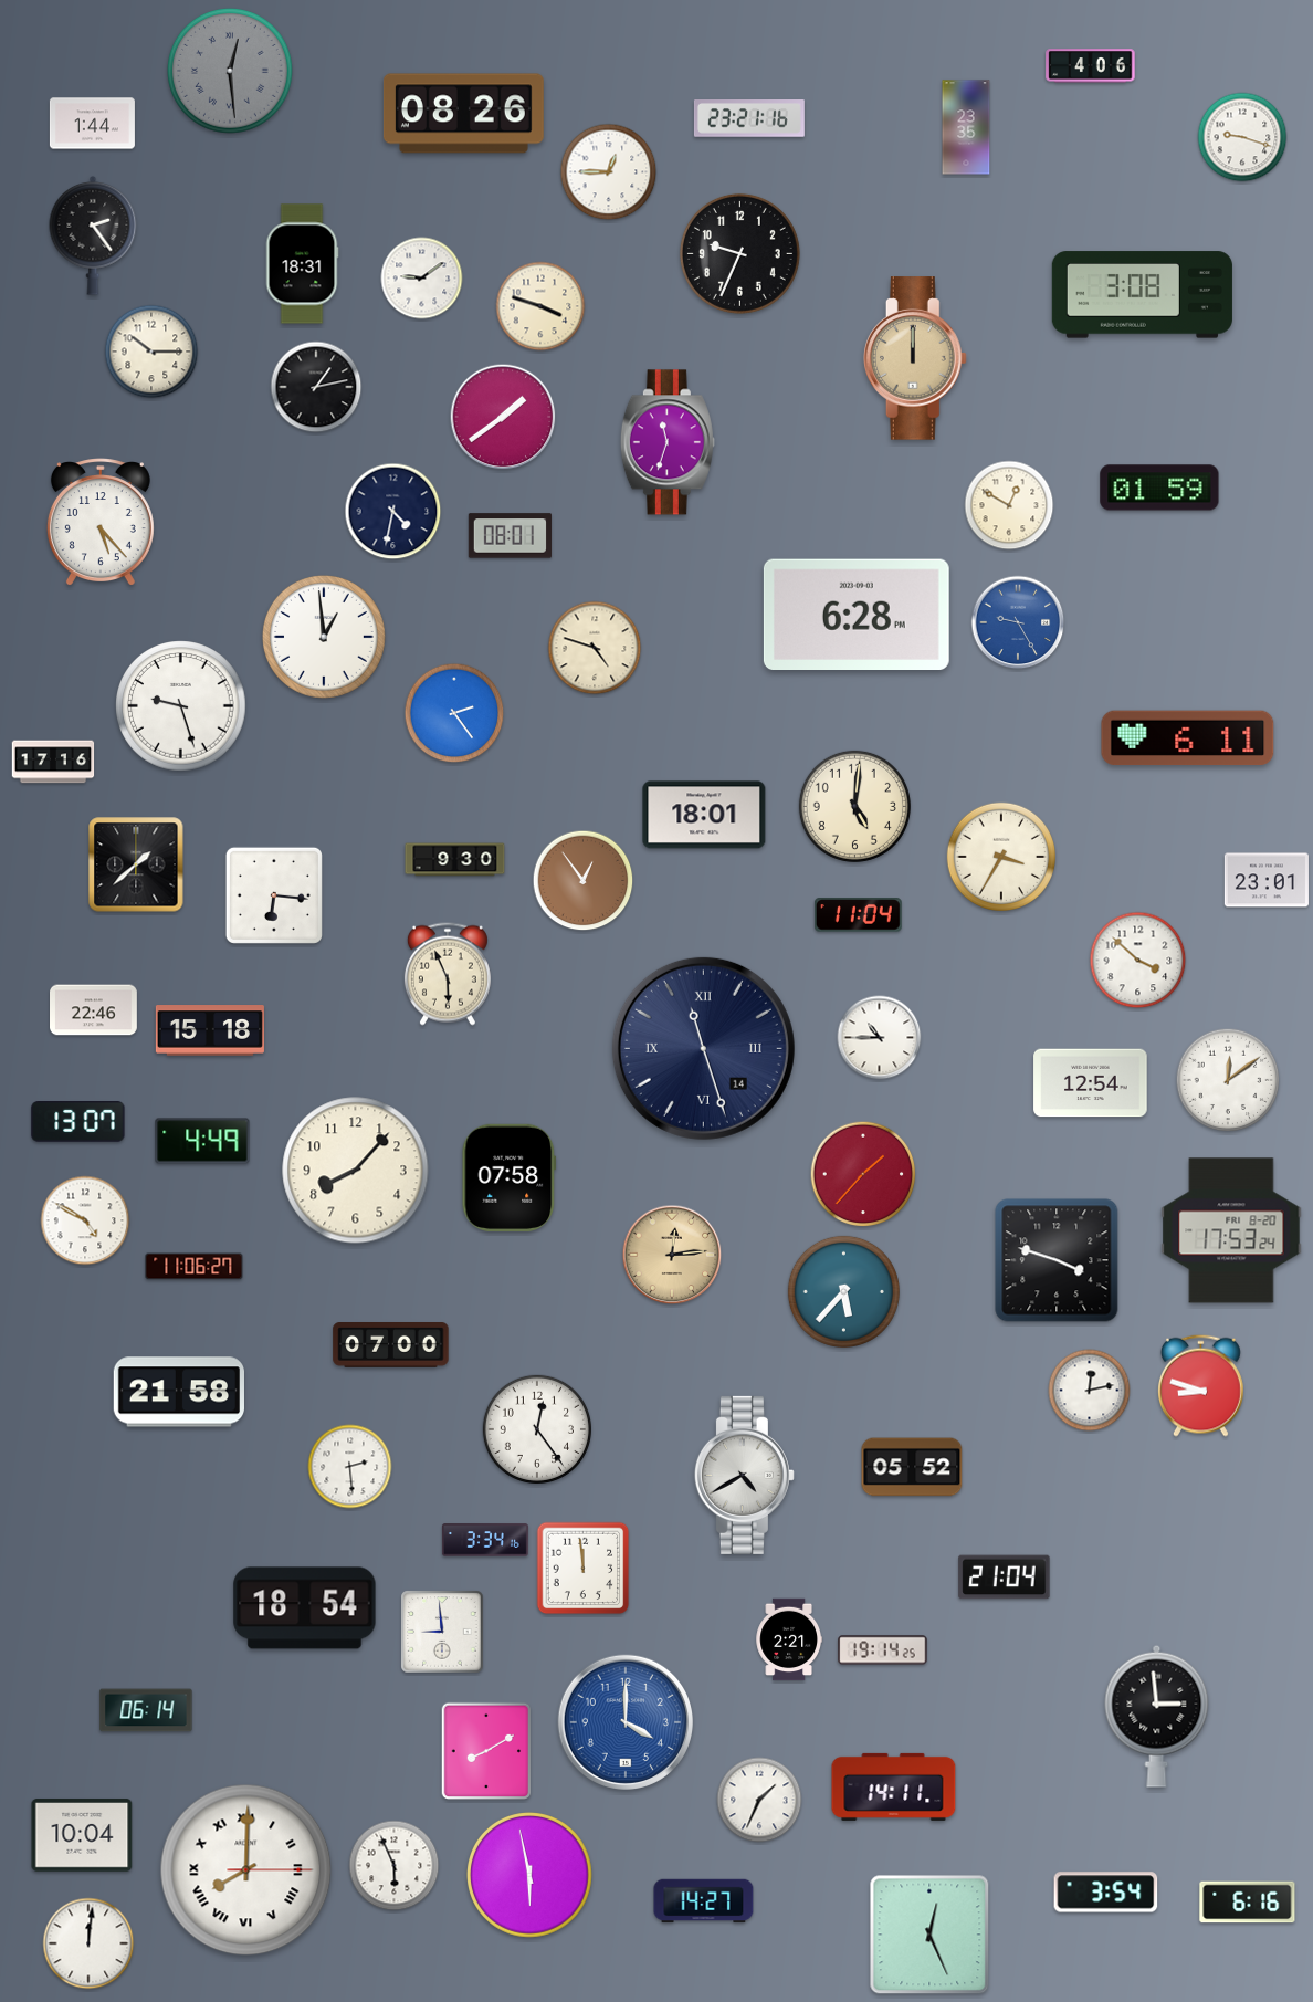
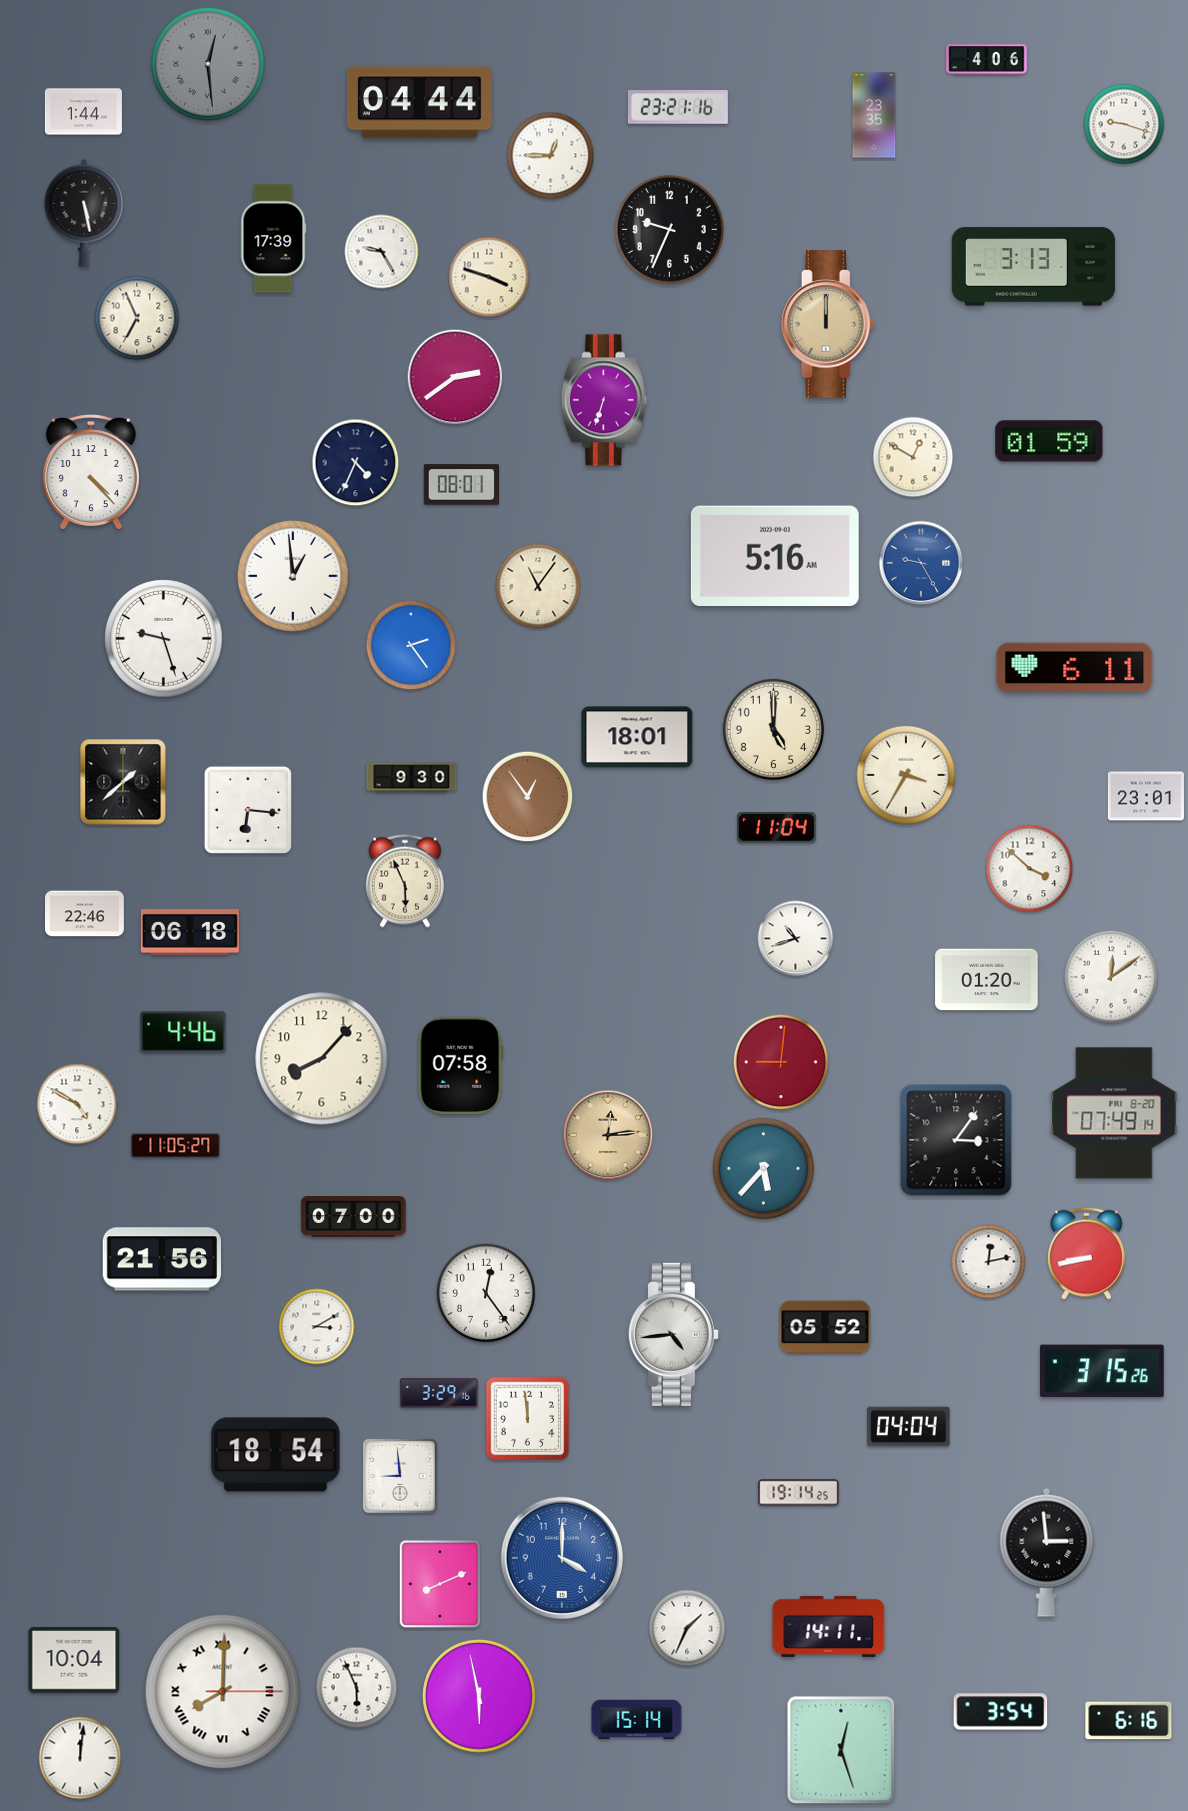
clock at (463, 114): 08:26 -> 04:44
clock at (93, 237): 2:24 -> 5:28
clock at (302, 264): 18:31 -> 17:39
clock at (422, 279): 9:09 -> 9:25
clock at (1142, 295): 3:08 -> 3:13
clock at (151, 352): 10:15 -> 6:56
clock at (316, 387): 1:13 -> none
clock at (503, 417): 1:39 -> 2:39
clock at (668, 442): 11:33 -> 6:33
clock at (393, 512): 4:32 -> 4:34
clock at (101, 522): 5:23 -> 4:23
clock at (857, 614): 6:28 -> 5:16
clock at (595, 648): 4:48 -> 11:06
clock at (53, 762): 17:16 -> none
clock at (854, 806): 5:01 -> 5:00
clock at (210, 1030): 15:18 -> 06:18
clock at (880, 1038): 10:45 -> 10:42
clock at (703, 1048): 11:27 -> none
clock at (1091, 1083): 12:54 -> 01:20
clock at (78, 1122): 13:07 -> none
clock at (202, 1141): 4:49 -> 4:46
clock at (863, 1174): 1:37 -> 9:01
clock at (1231, 1230): 17:53 -> 07:49
clock at (1057, 1260): 3:48 -> 3:06
clock at (195, 1267): 11:06 -> 11:05
clock at (1200, 1385): 8:48 -> 8:43
clock at (1090, 1391) position: (1090, 1391) -> (989, 1262)
clock at (179, 1392): 21:58 -> 21:56
clock at (350, 1467): 2:29 -> 3:10
clock at (744, 1475): 4:40 -> 4:44
clock at (1102, 1371): none -> 3:15
clock at (485, 1540): 3:34 -> 3:29
clock at (1005, 1578): 21:04 -> 04:04
clock at (788, 1639): 2:21 -> none
clock at (146, 1710): 06:14 -> none
clock at (624, 1721) position: (624, 1721) -> (561, 1557)
clock at (486, 1751): 8:10 -> 8:11
clock at (894, 1786) position: (894, 1786) -> (829, 1626)
clock at (704, 1901): 14:27 -> 15:14
clock at (929, 1935): 12:26 -> 12:27
